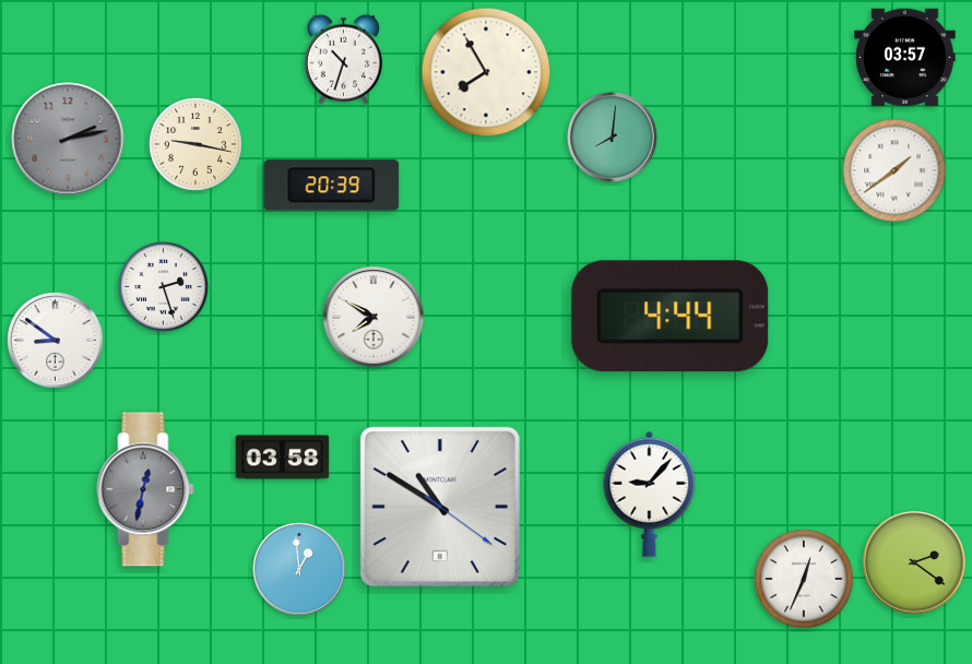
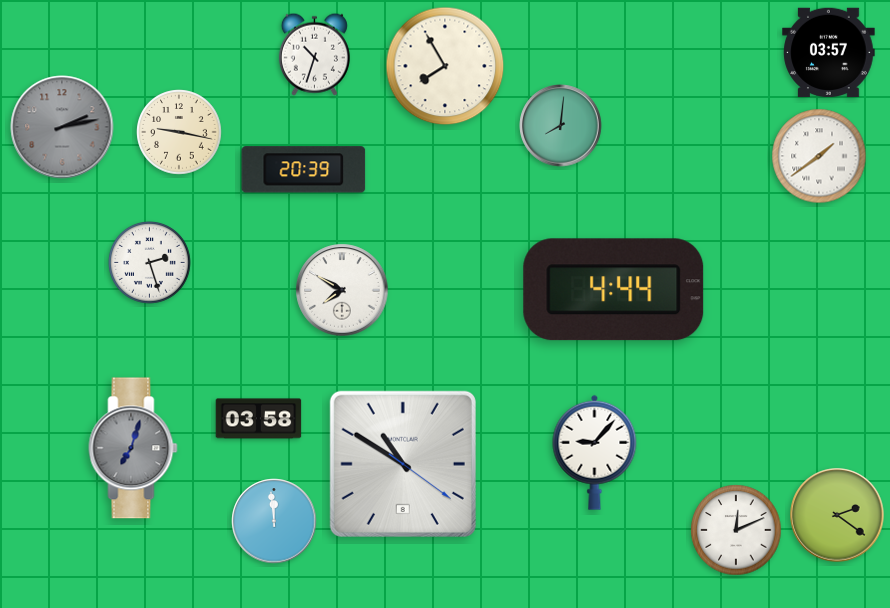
clock at (56, 341): 8:51 -> none
clock at (145, 489): 12:32 -> 7:03
clock at (299, 569): 12:59 -> 11:59
clock at (804, 579): 12:34 -> 12:11
